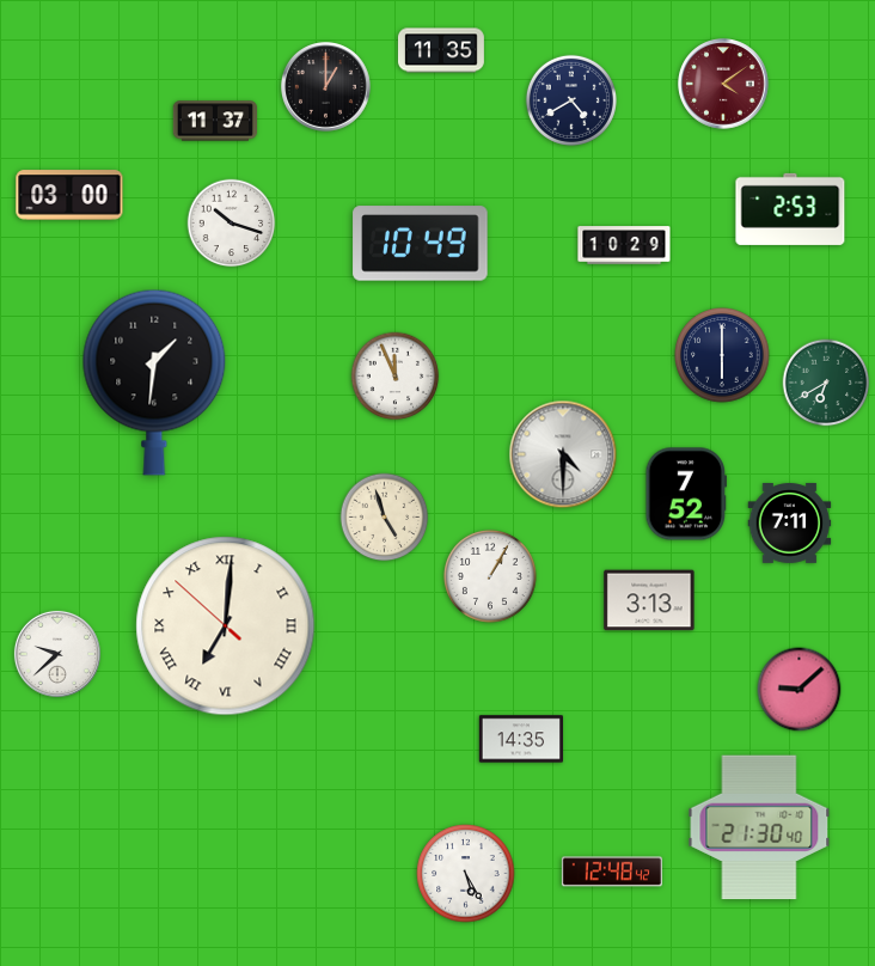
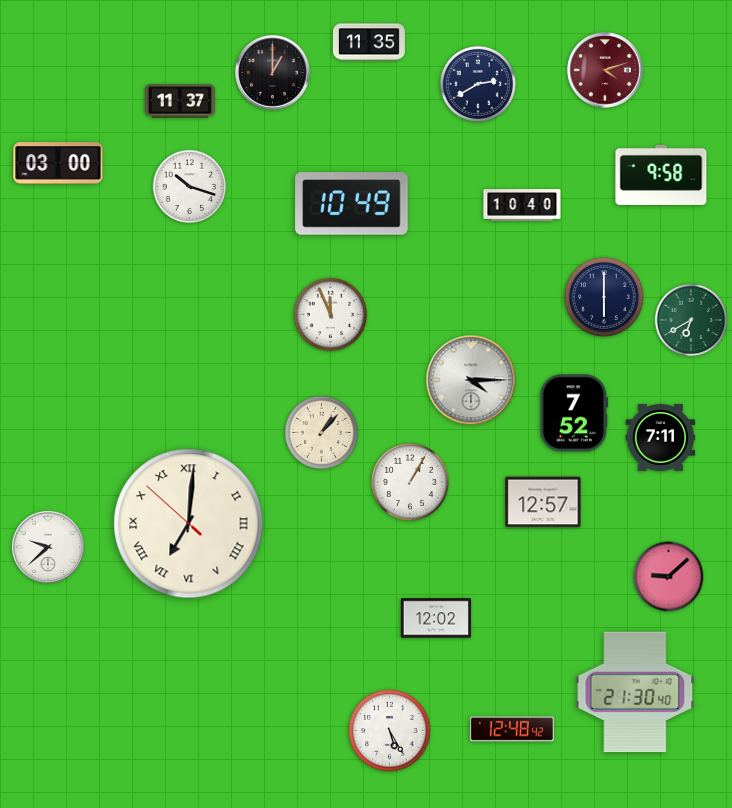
clock at (723, 84): 4:09 -> 4:12
clock at (571, 100): 4:40 -> 2:40
clock at (790, 209): 2:53 -> 9:58
clock at (232, 224) position: (232, 224) -> (190, 187)
clock at (624, 245): 10:29 -> 10:40
clock at (154, 383): 1:31 -> none
clock at (563, 454): 4:30 -> 4:15
clock at (385, 518): 4:57 -> 1:07
clock at (649, 600): 3:13 -> 12:57
clock at (520, 739): 14:35 -> 12:02
